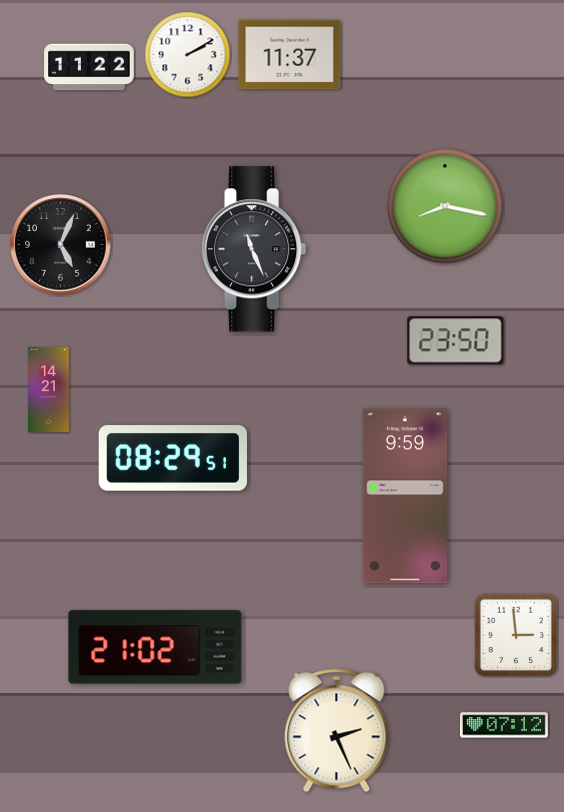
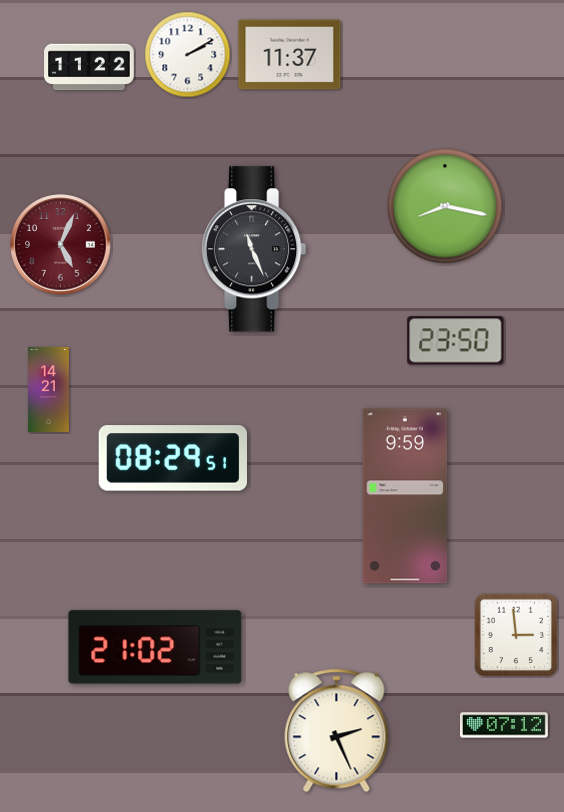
clock at (61, 245) dial: black -> burgundy
